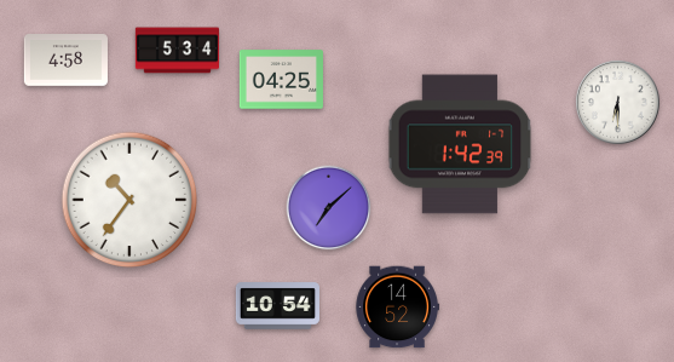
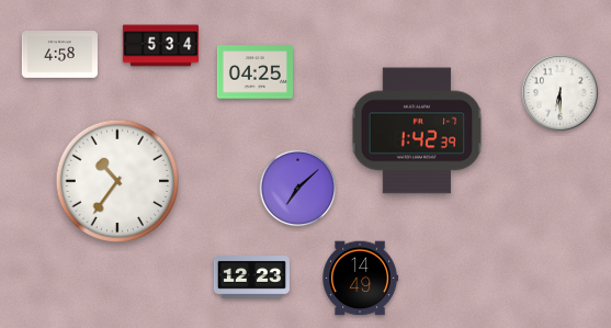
clock at (277, 306): 10:54 -> 12:23
clock at (397, 308): 14:52 -> 14:49
